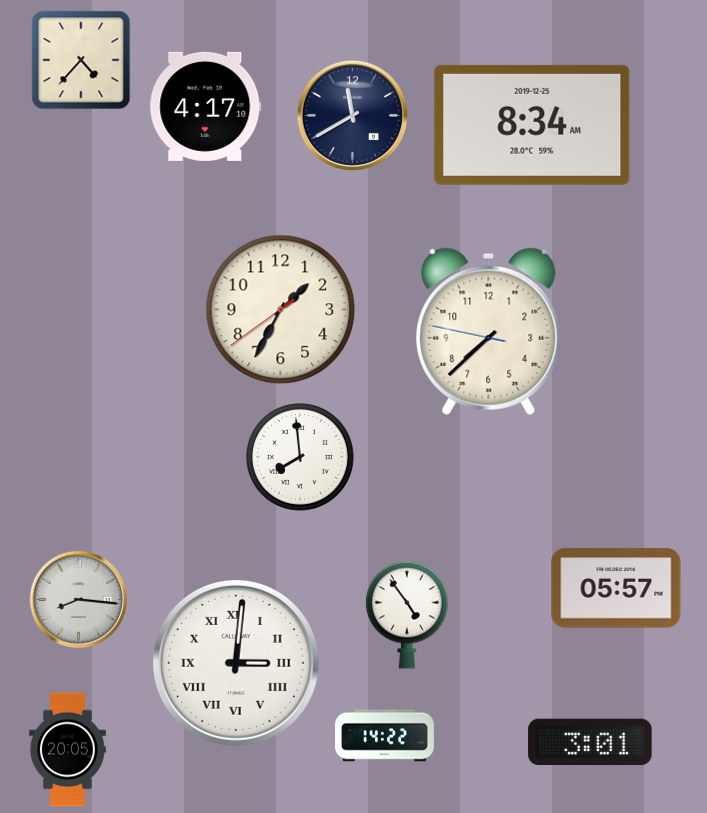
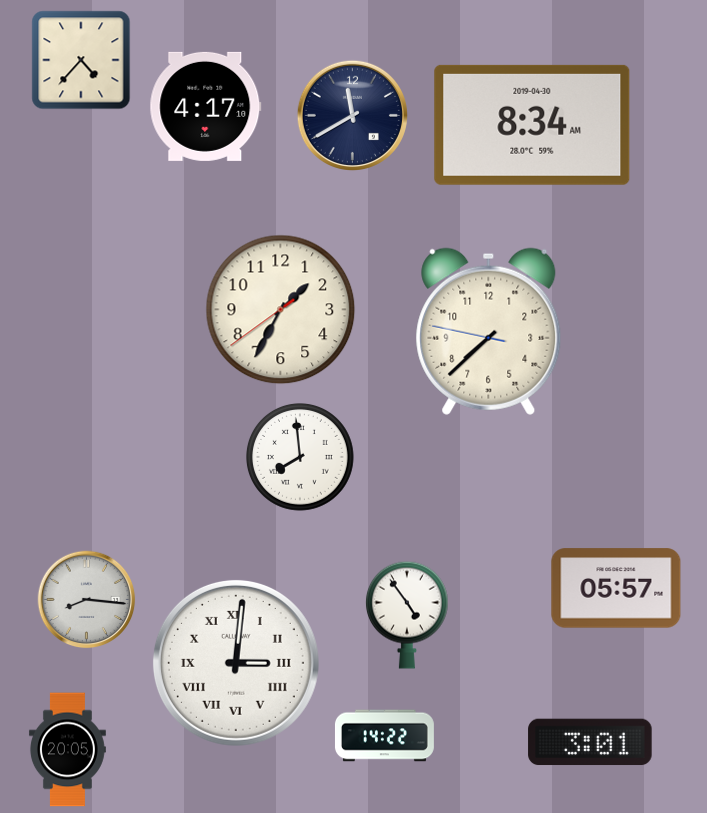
clock at (532, 125) date: 2019-12-25 -> 2019-04-30
clock at (79, 600) position: (79, 600) -> (87, 600)
